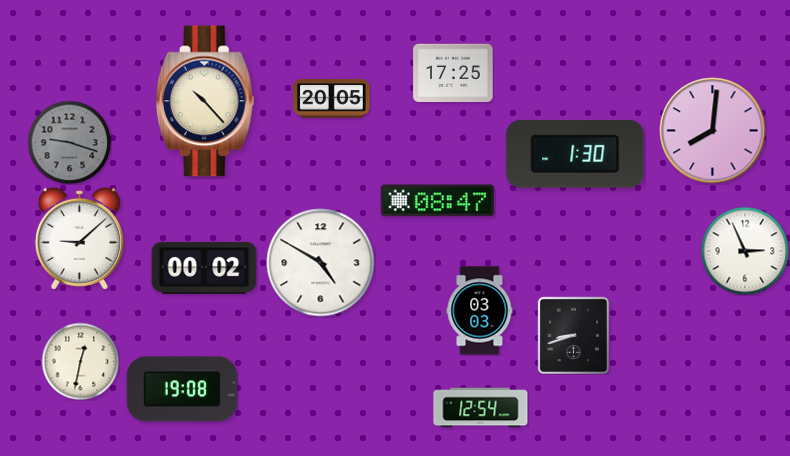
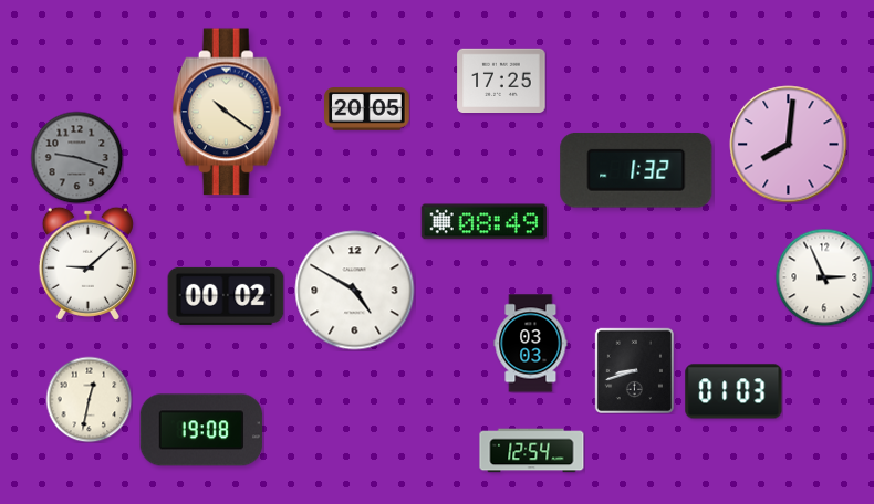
clock at (205, 101): 10:23 -> 10:21
clock at (575, 155): 1:30 -> 1:32
clock at (437, 201): 08:47 -> 08:49
clock at (733, 391): none -> 01:03
